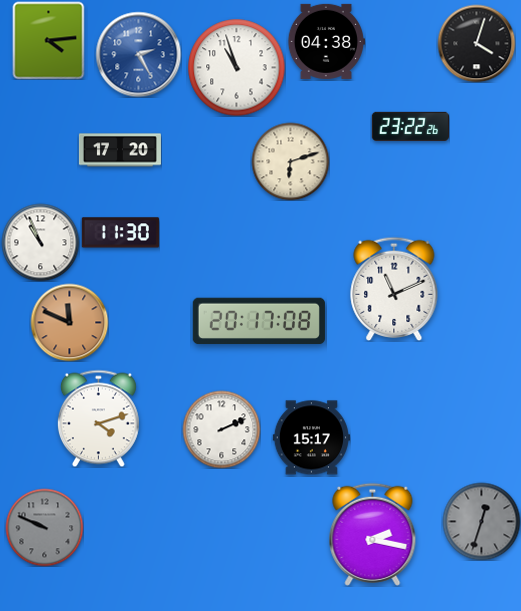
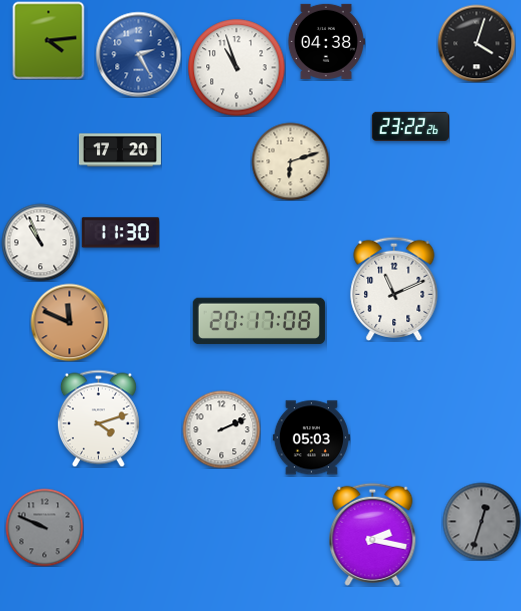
clock at (311, 438): 15:17 -> 05:03
